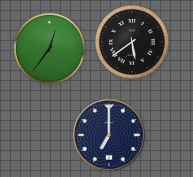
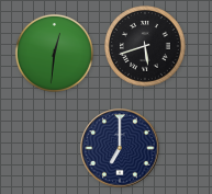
clock at (133, 43): 5:39 -> 5:42
clock at (49, 48): 12:36 -> 12:31
